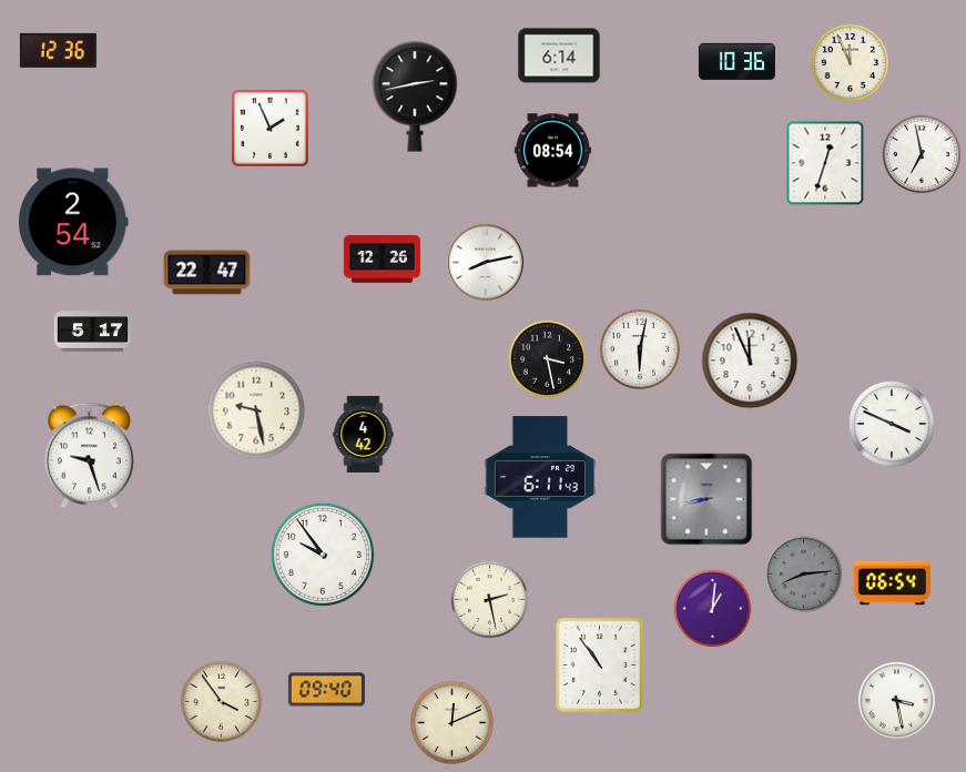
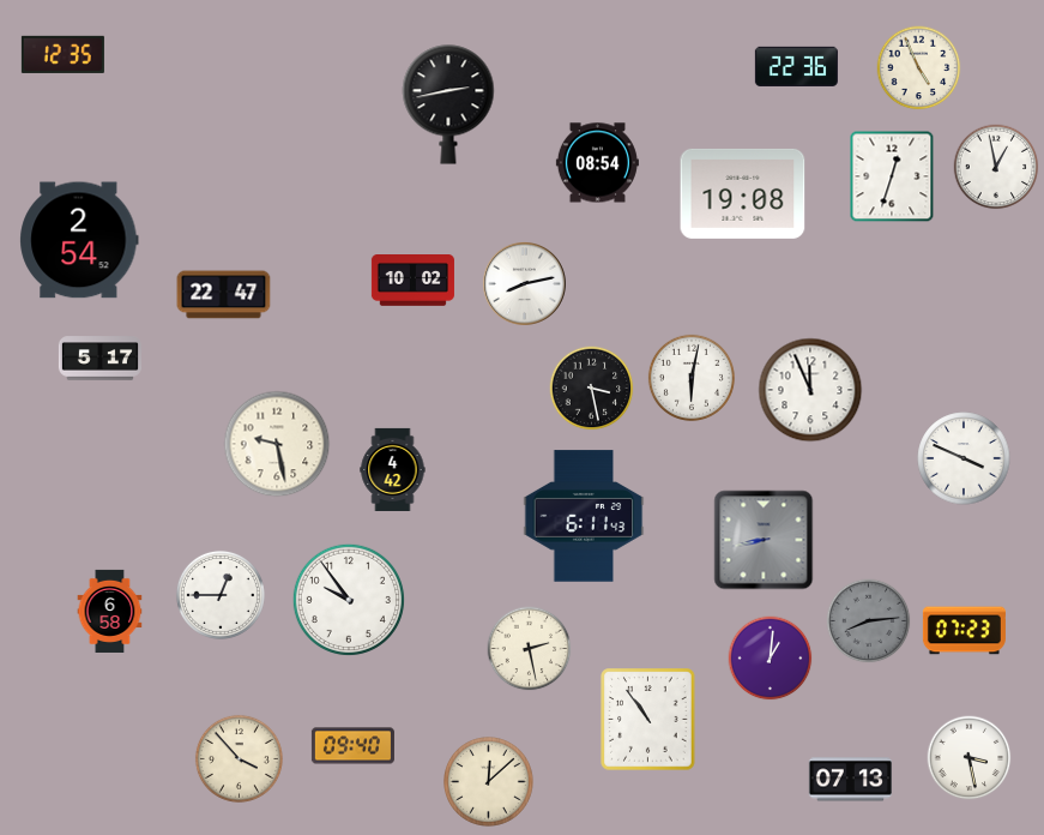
clock at (58, 50): 12:36 -> 12:35
clock at (559, 55): 6:14 -> none
clock at (736, 61): 10:36 -> 22:36
clock at (851, 63): 11:56 -> 4:56
clock at (271, 129): 1:56 -> none
clock at (922, 154): 6:58 -> 12:58
clock at (743, 193): none -> 19:08
clock at (382, 260): 12:26 -> 10:02
clock at (89, 456): 9:27 -> none
clock at (221, 595): none -> 12:45
clock at (110, 611): none -> 6:58
clock at (892, 583): 06:54 -> 07:23
clock at (221, 701): 3:54 -> 3:53
clock at (850, 780): none -> 07:13
clock at (453, 723): 12:11 -> 12:08
